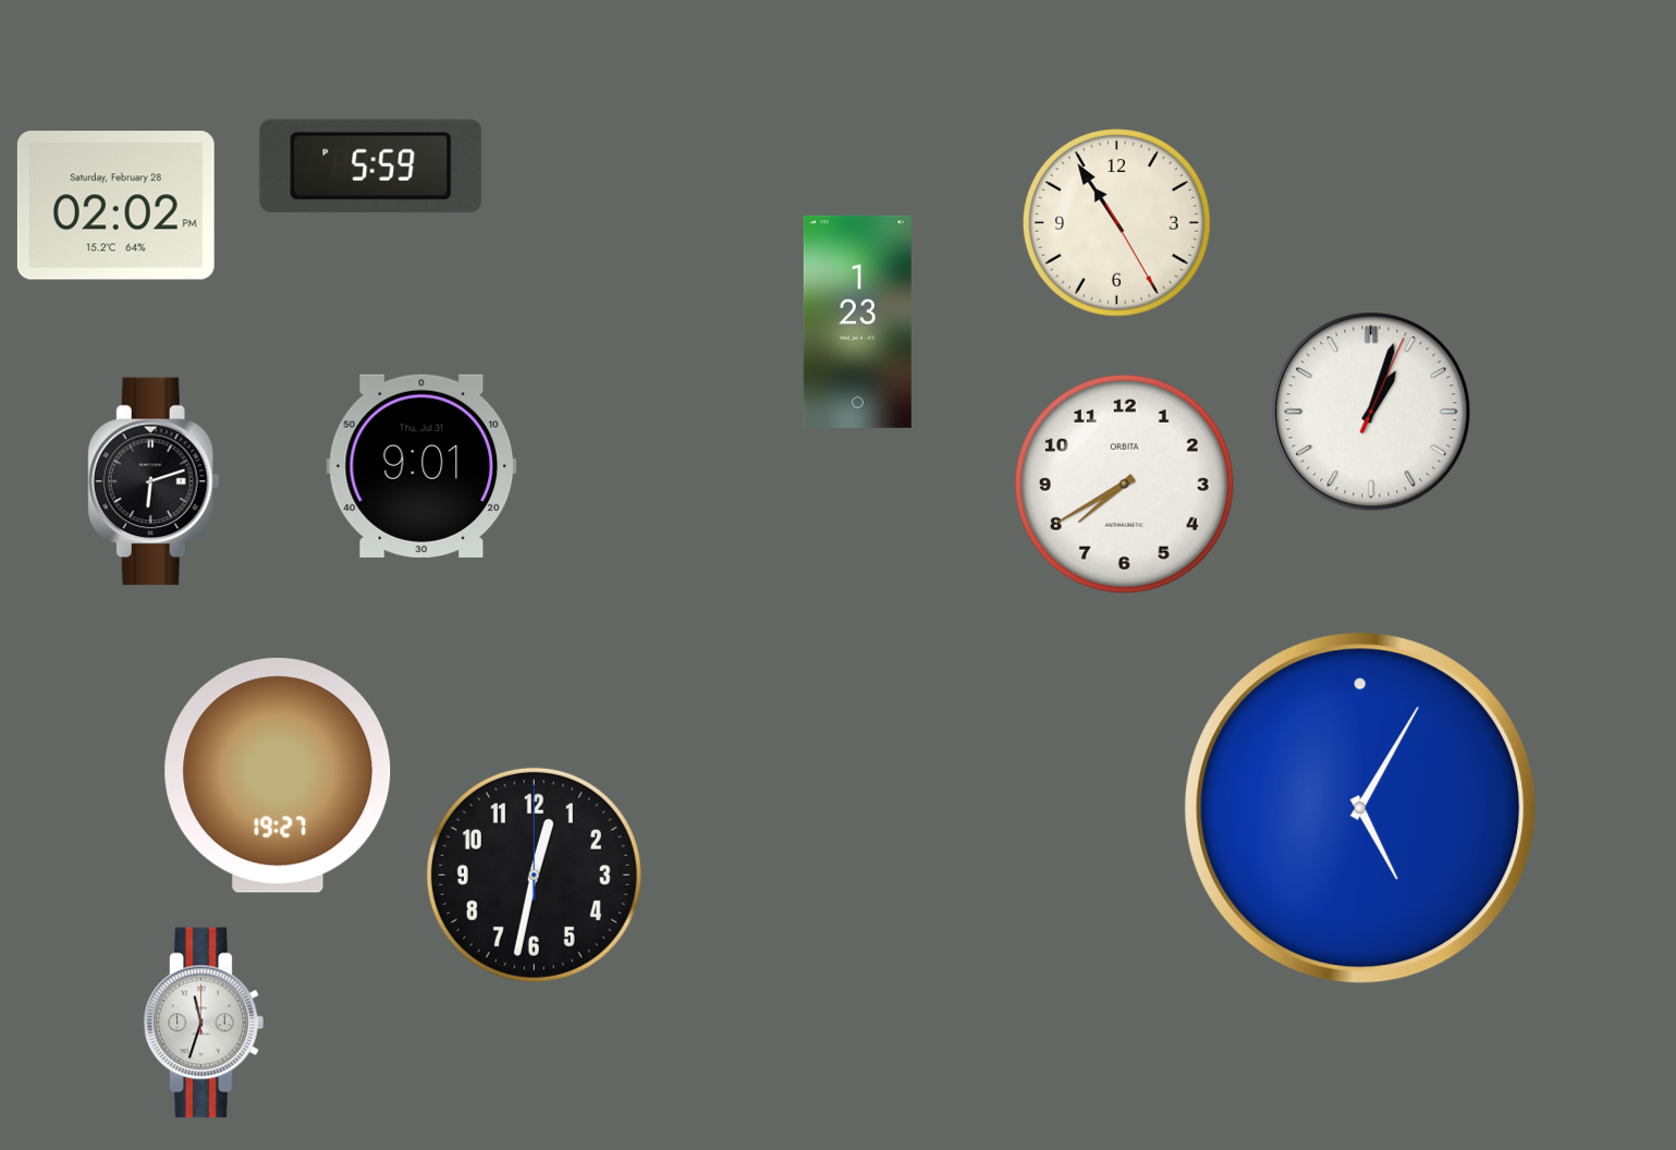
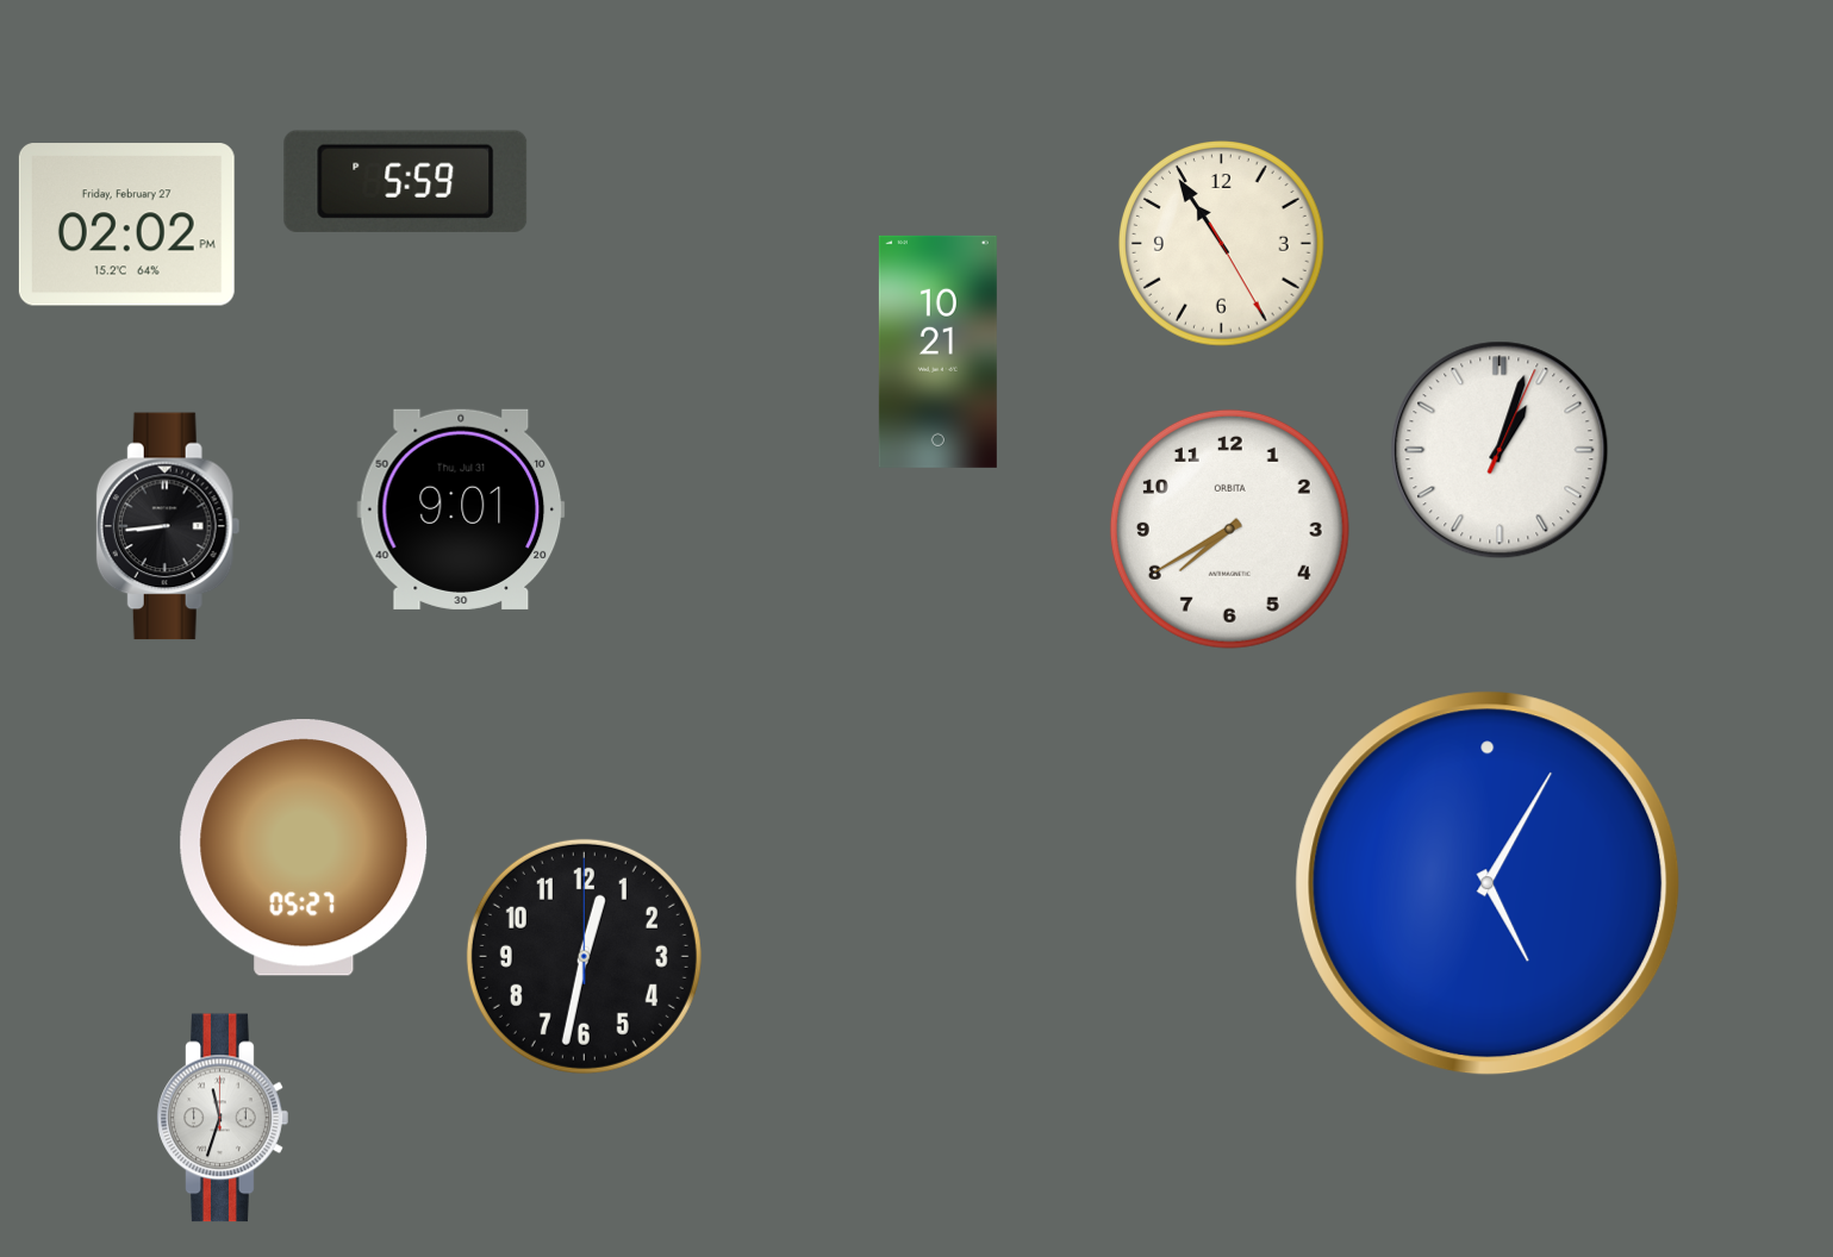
clock at (115, 206) date: Saturday, February 28 -> Friday, February 27
clock at (857, 321): 1:23 -> 10:21
clock at (154, 481): 6:12 -> 8:44
clock at (278, 775): 19:27 -> 05:27
